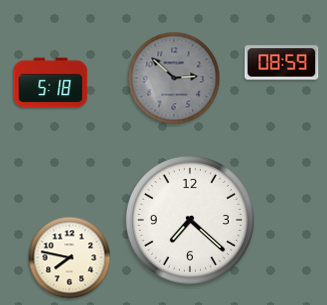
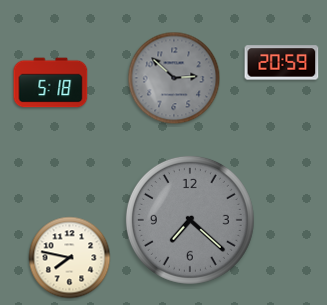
clock at (282, 63): 08:59 -> 20:59
clock at (190, 220) dial: white -> grey
